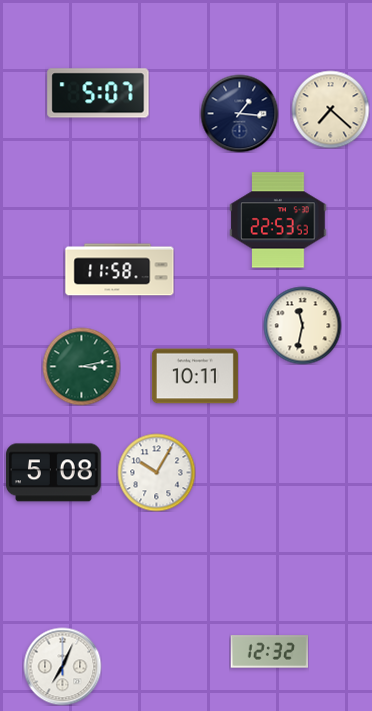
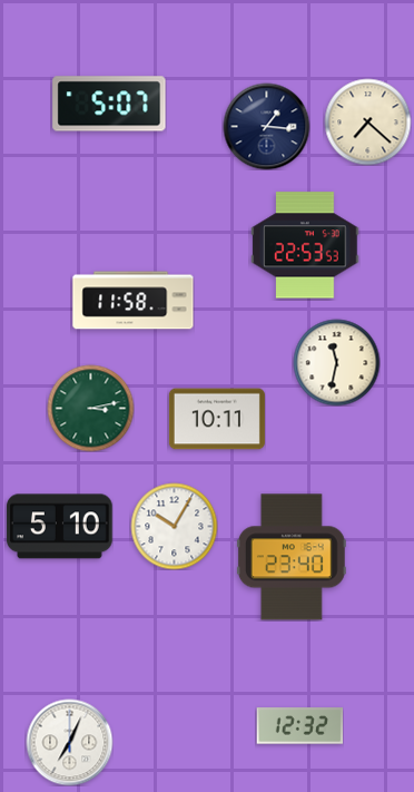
clock at (278, 220) position: (278, 220) -> (305, 245)
clock at (54, 473): 5:08 -> 5:10
clock at (292, 557): none -> 23:40
